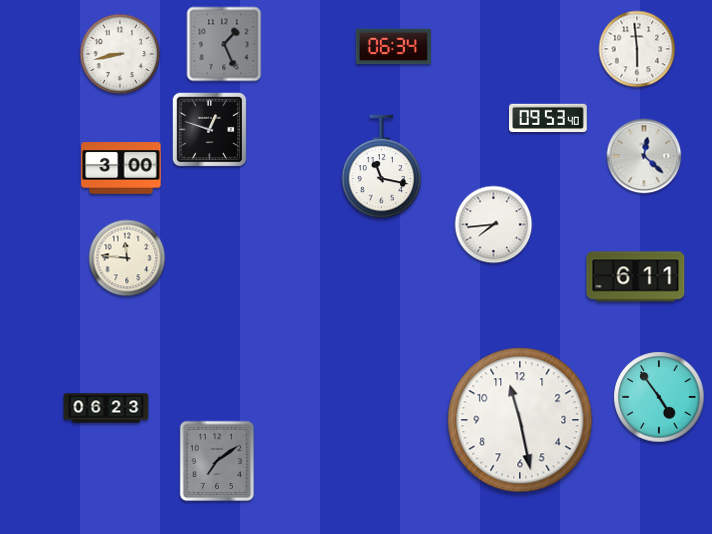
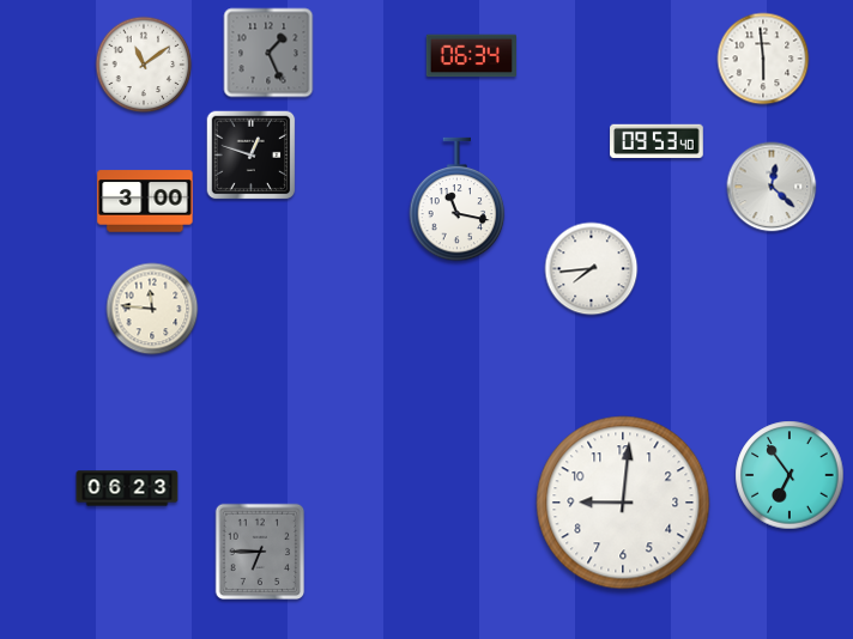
clock at (120, 54): 8:43 -> 11:09
clock at (636, 277): 6:11 -> none
clock at (659, 397): 4:54 -> 6:54
clock at (520, 420): 11:28 -> 9:01
clock at (217, 461): 7:09 -> 6:45
